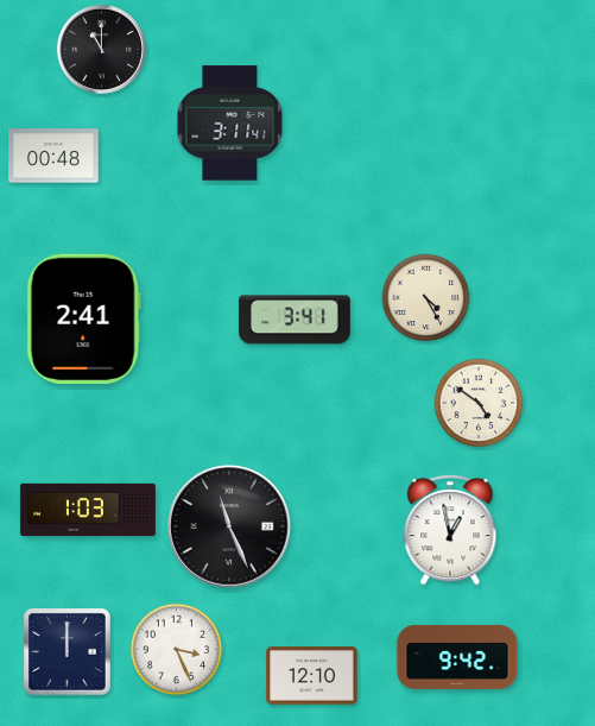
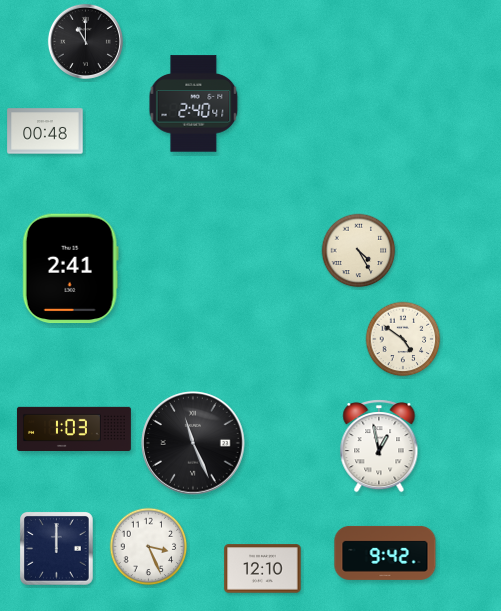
clock at (230, 124): 3:11 -> 2:40
clock at (295, 320): 3:41 -> none
